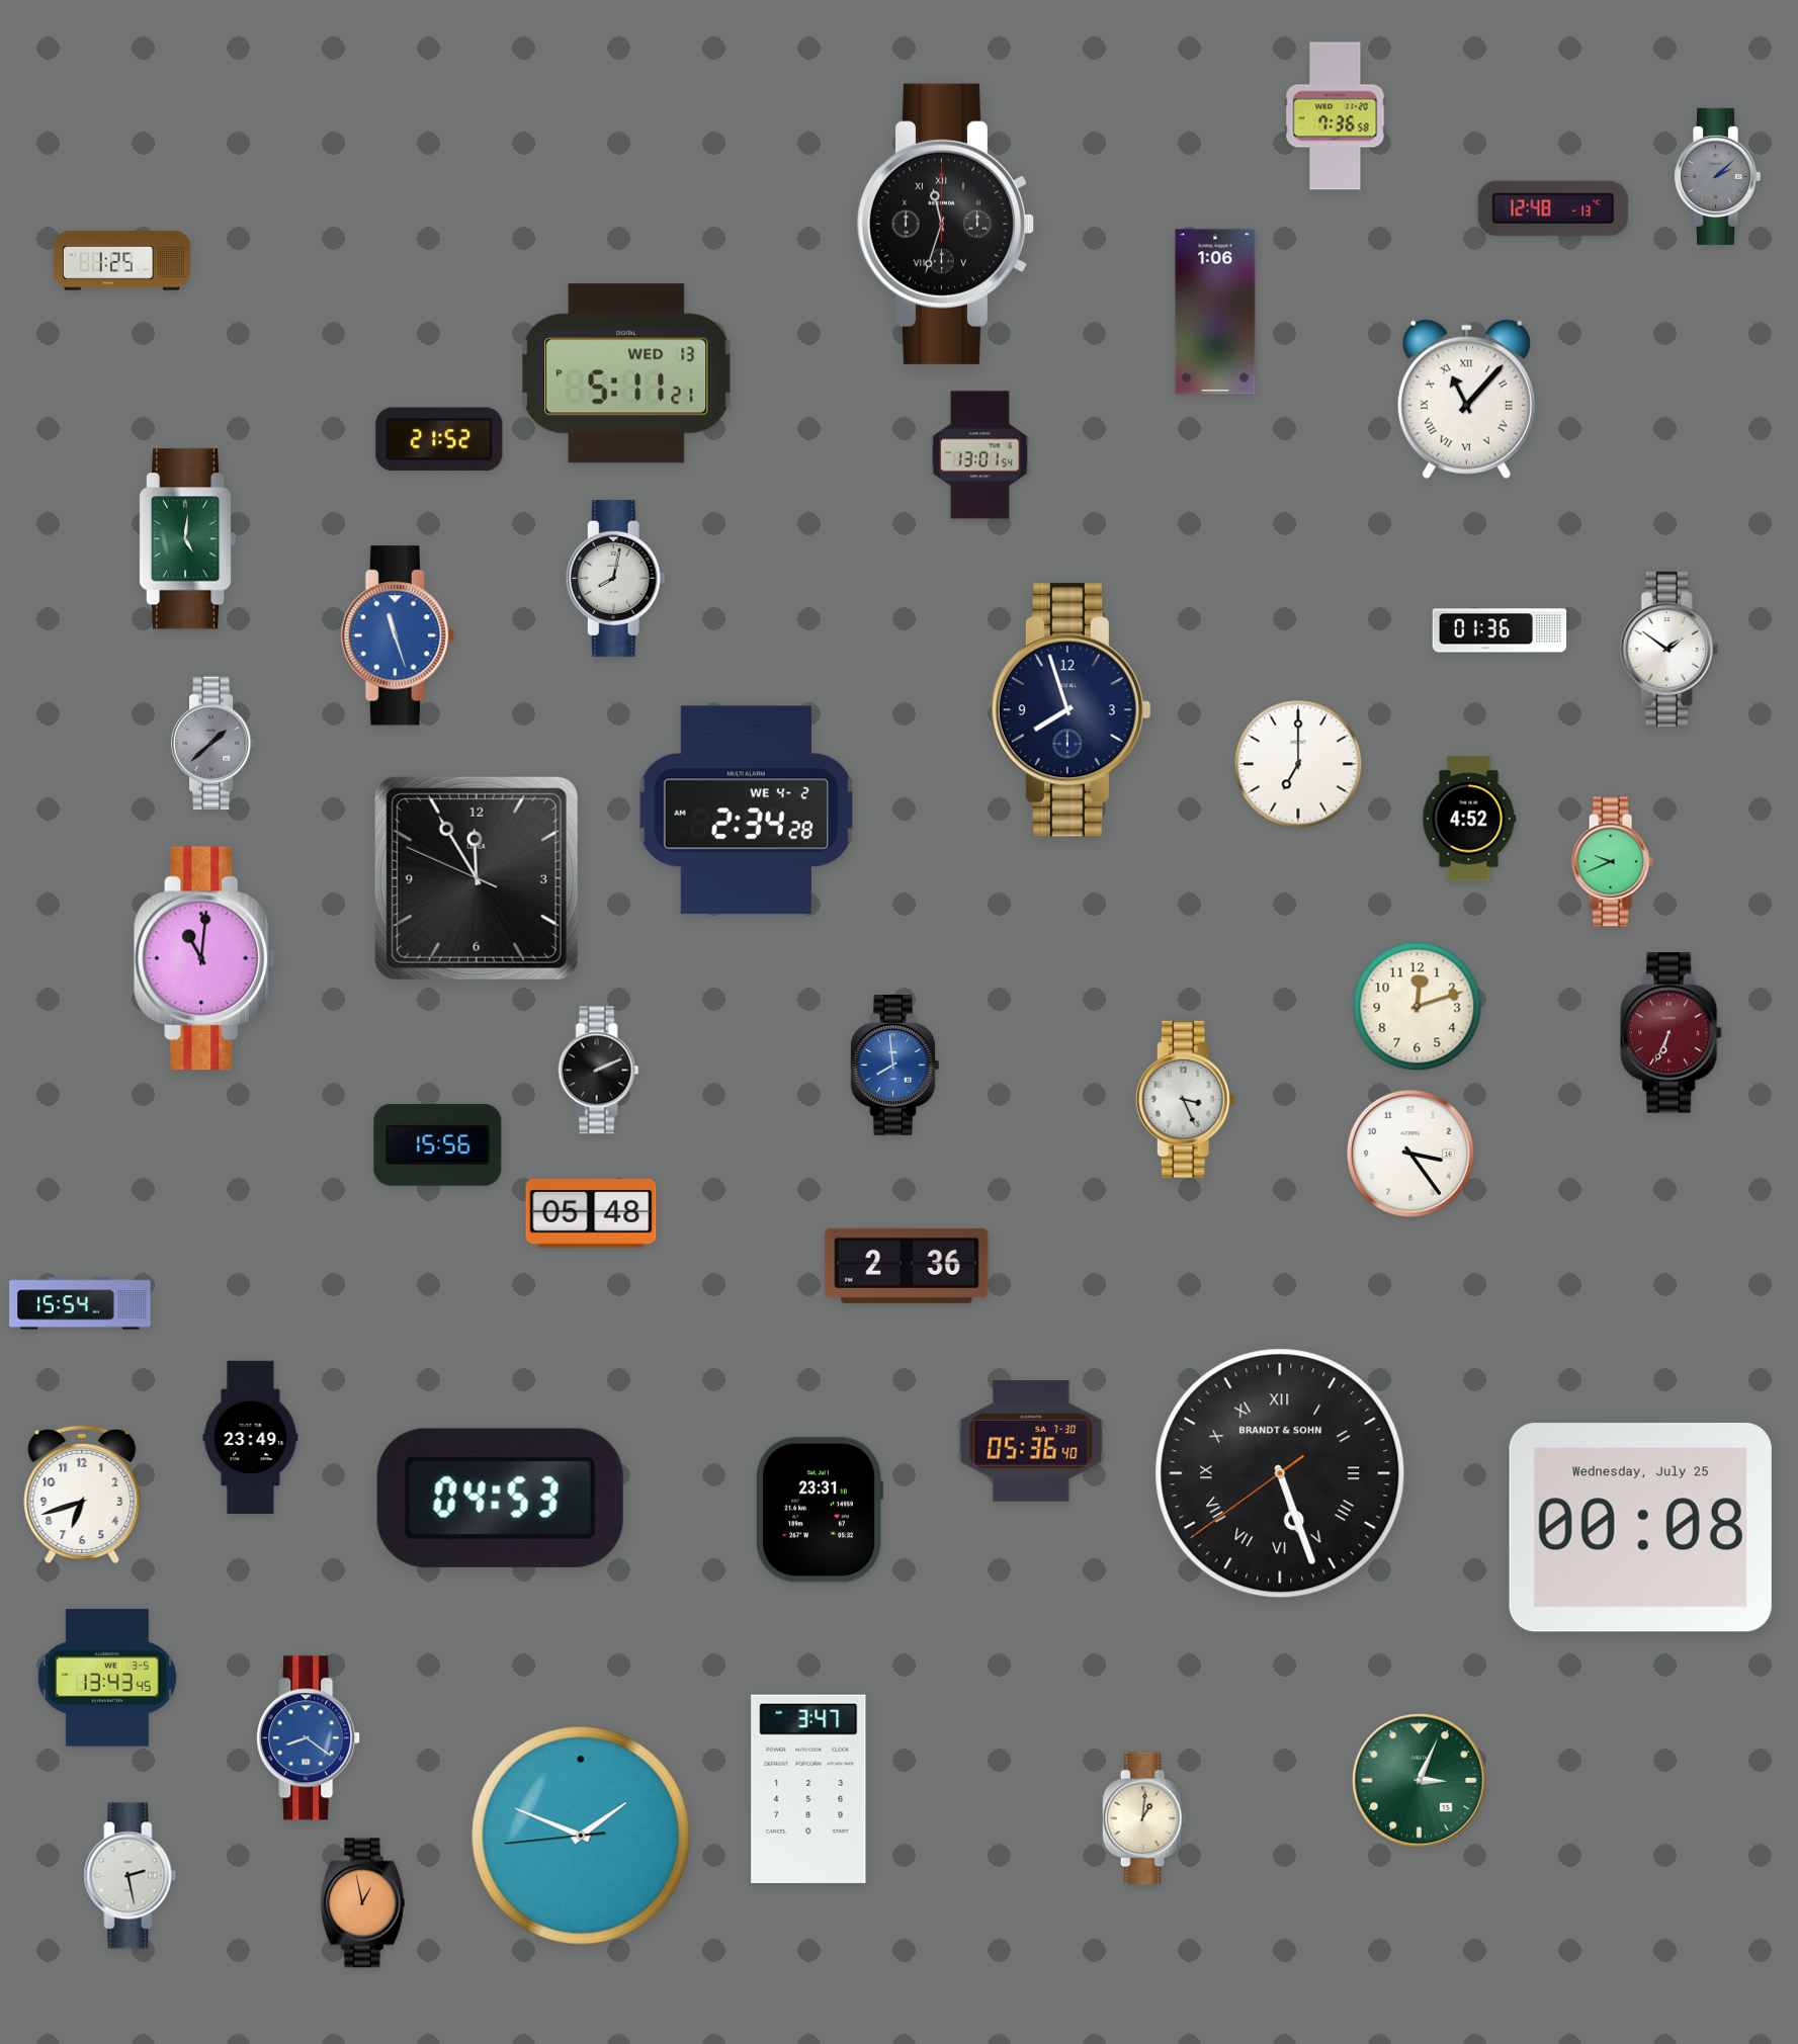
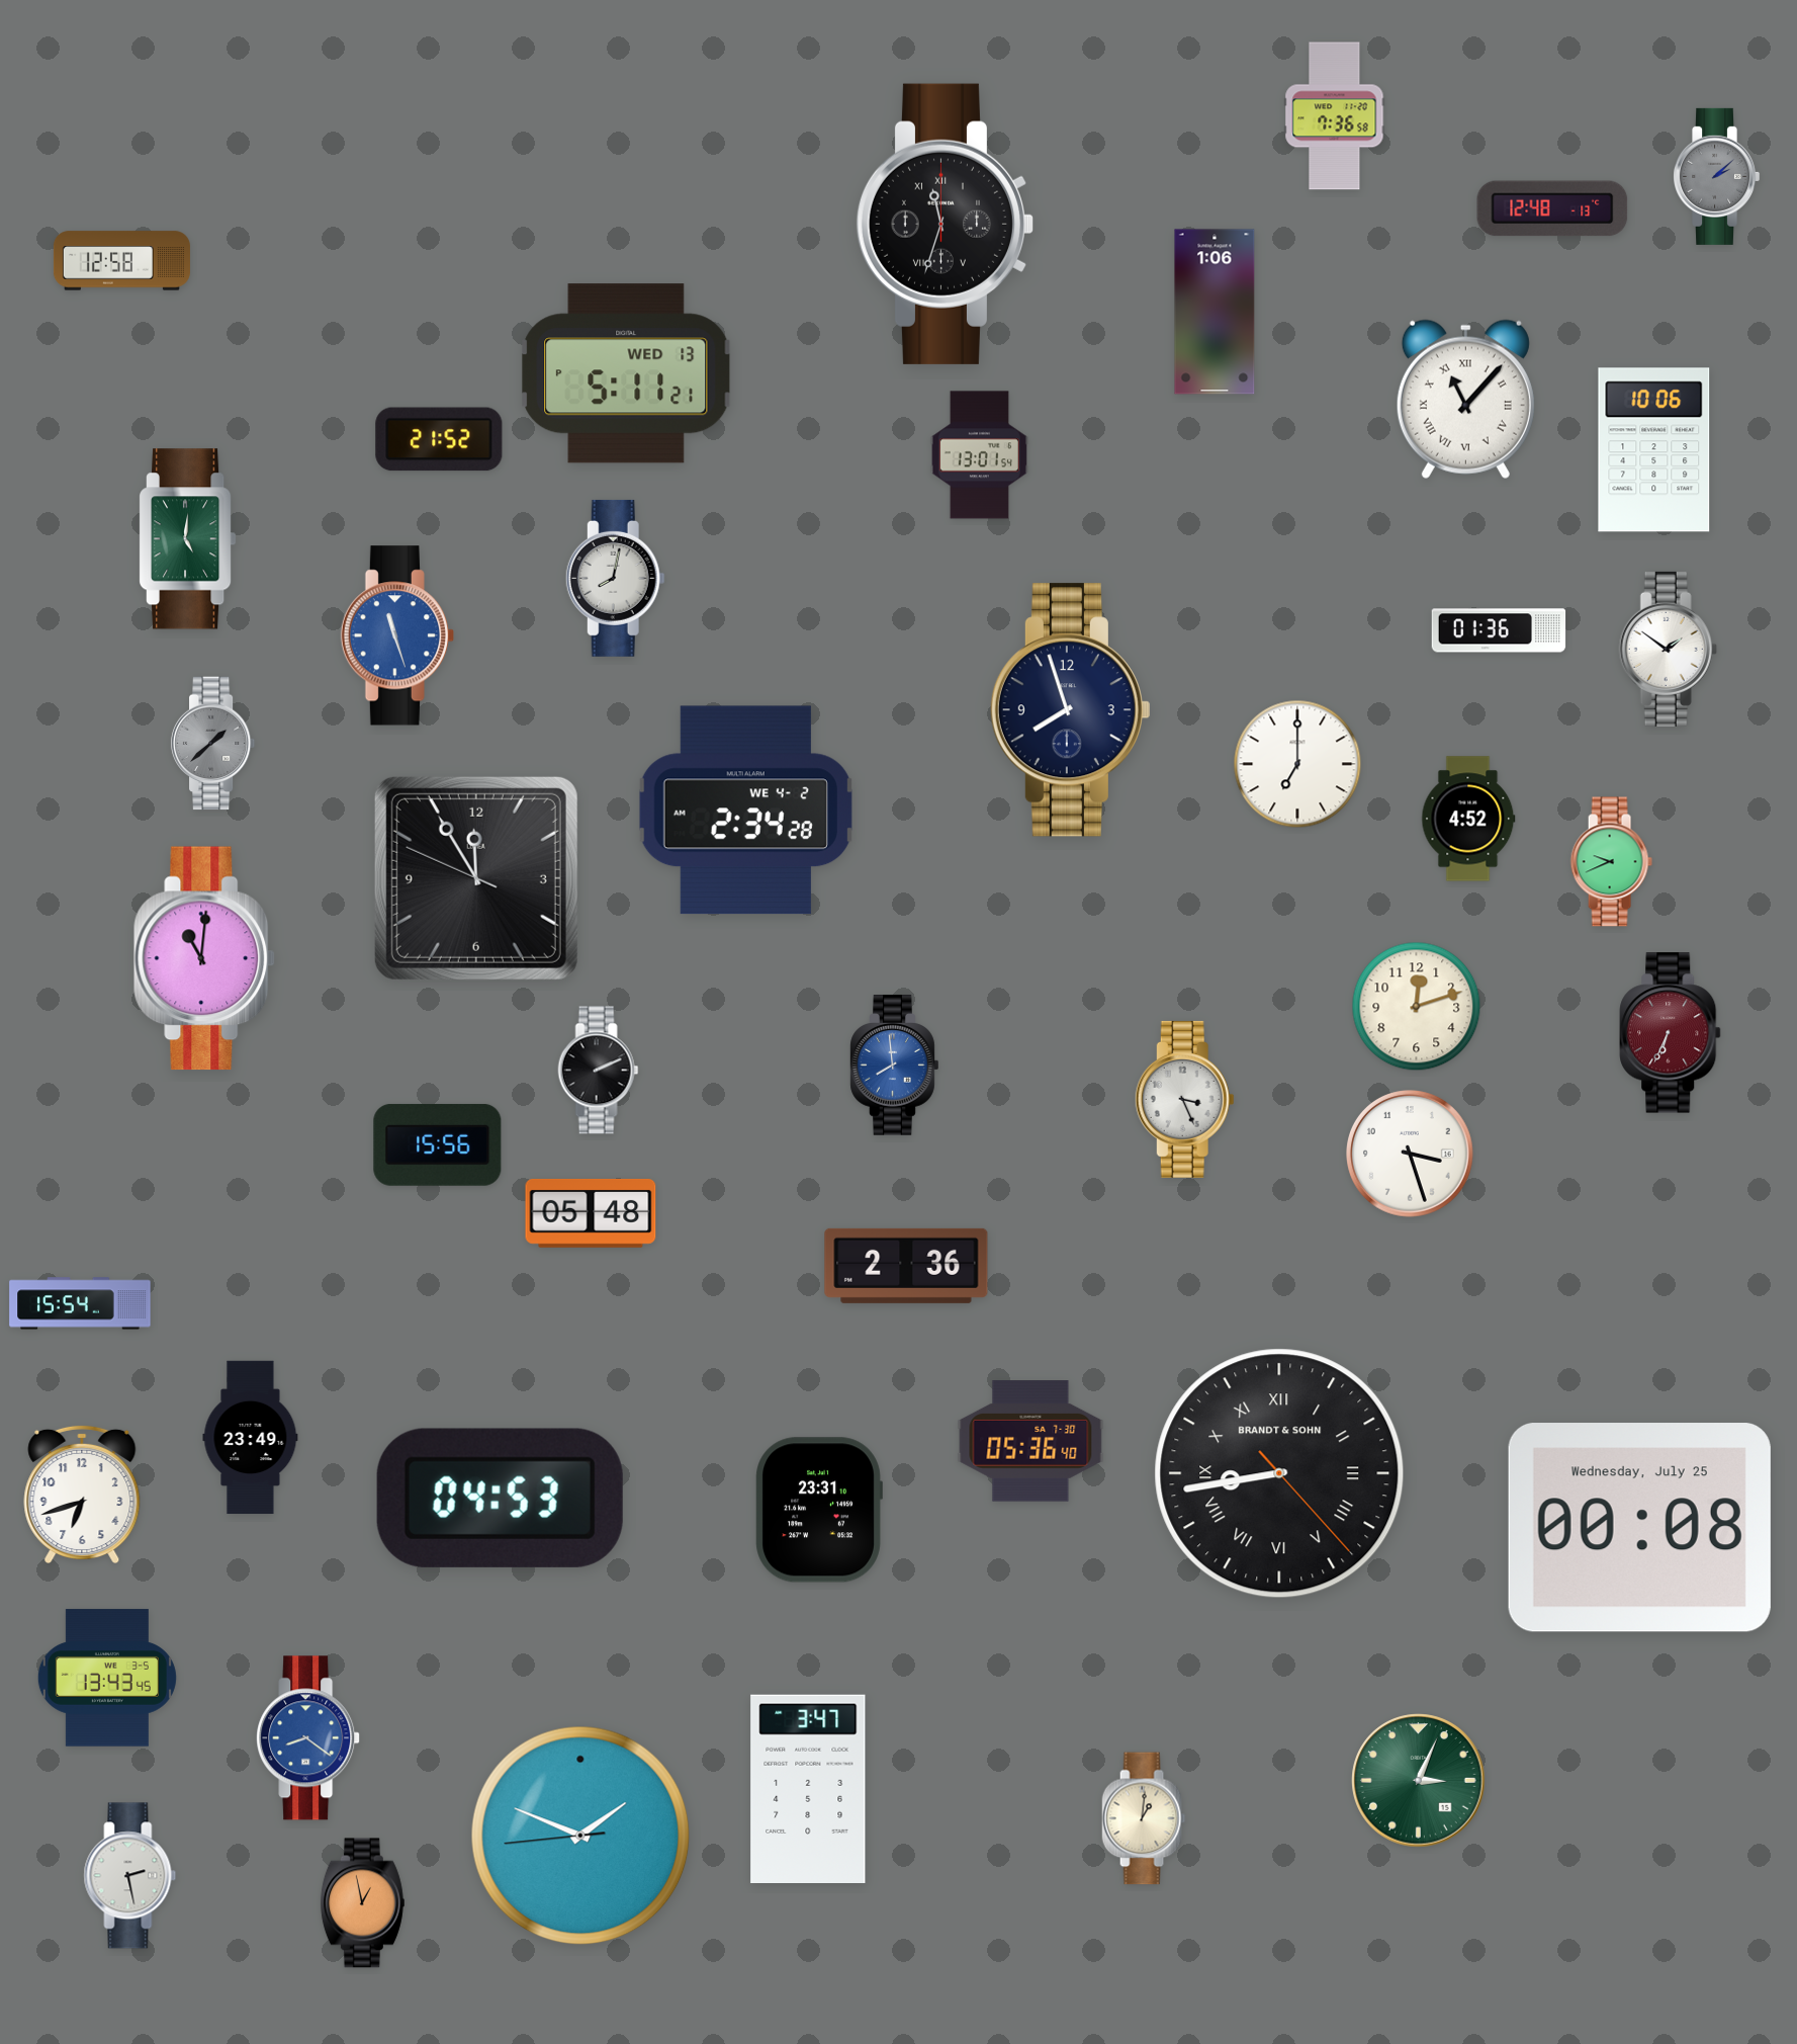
clock at (121, 261): 1:25 -> 12:58
clock at (1654, 450): none -> 10:06
clock at (1411, 1155): 3:24 -> 3:27
clock at (1280, 1473): 5:26 -> 8:43
